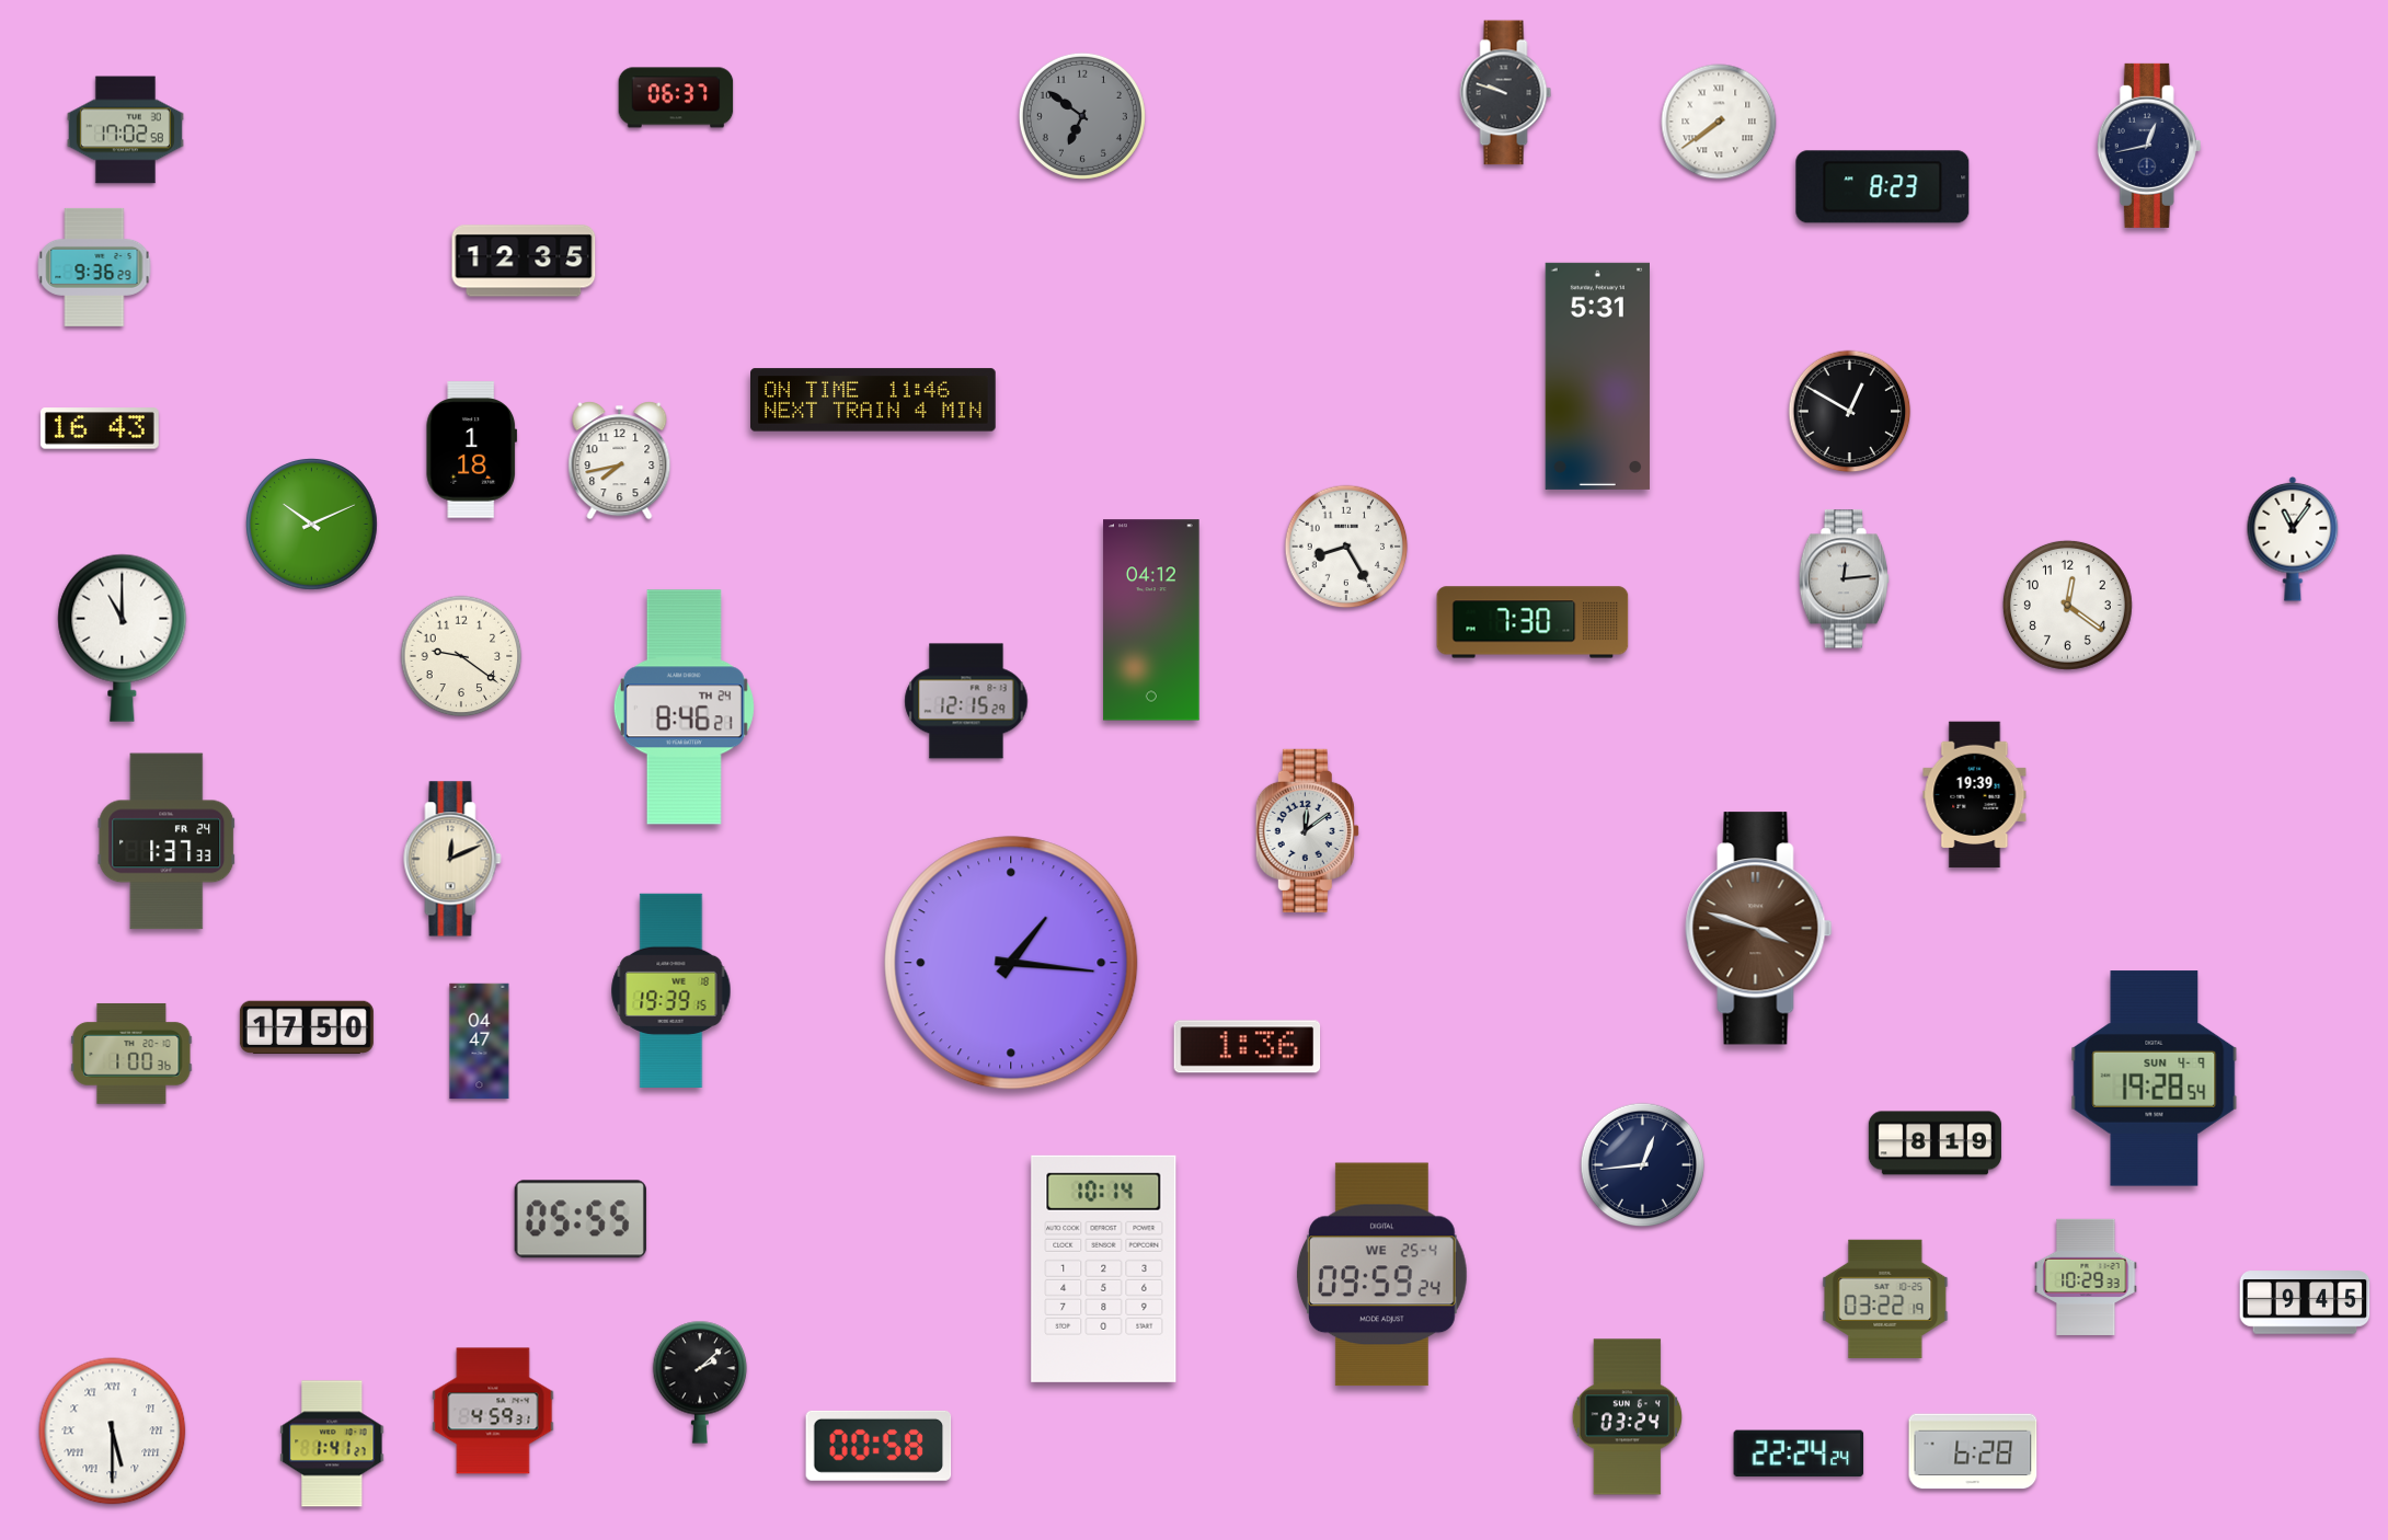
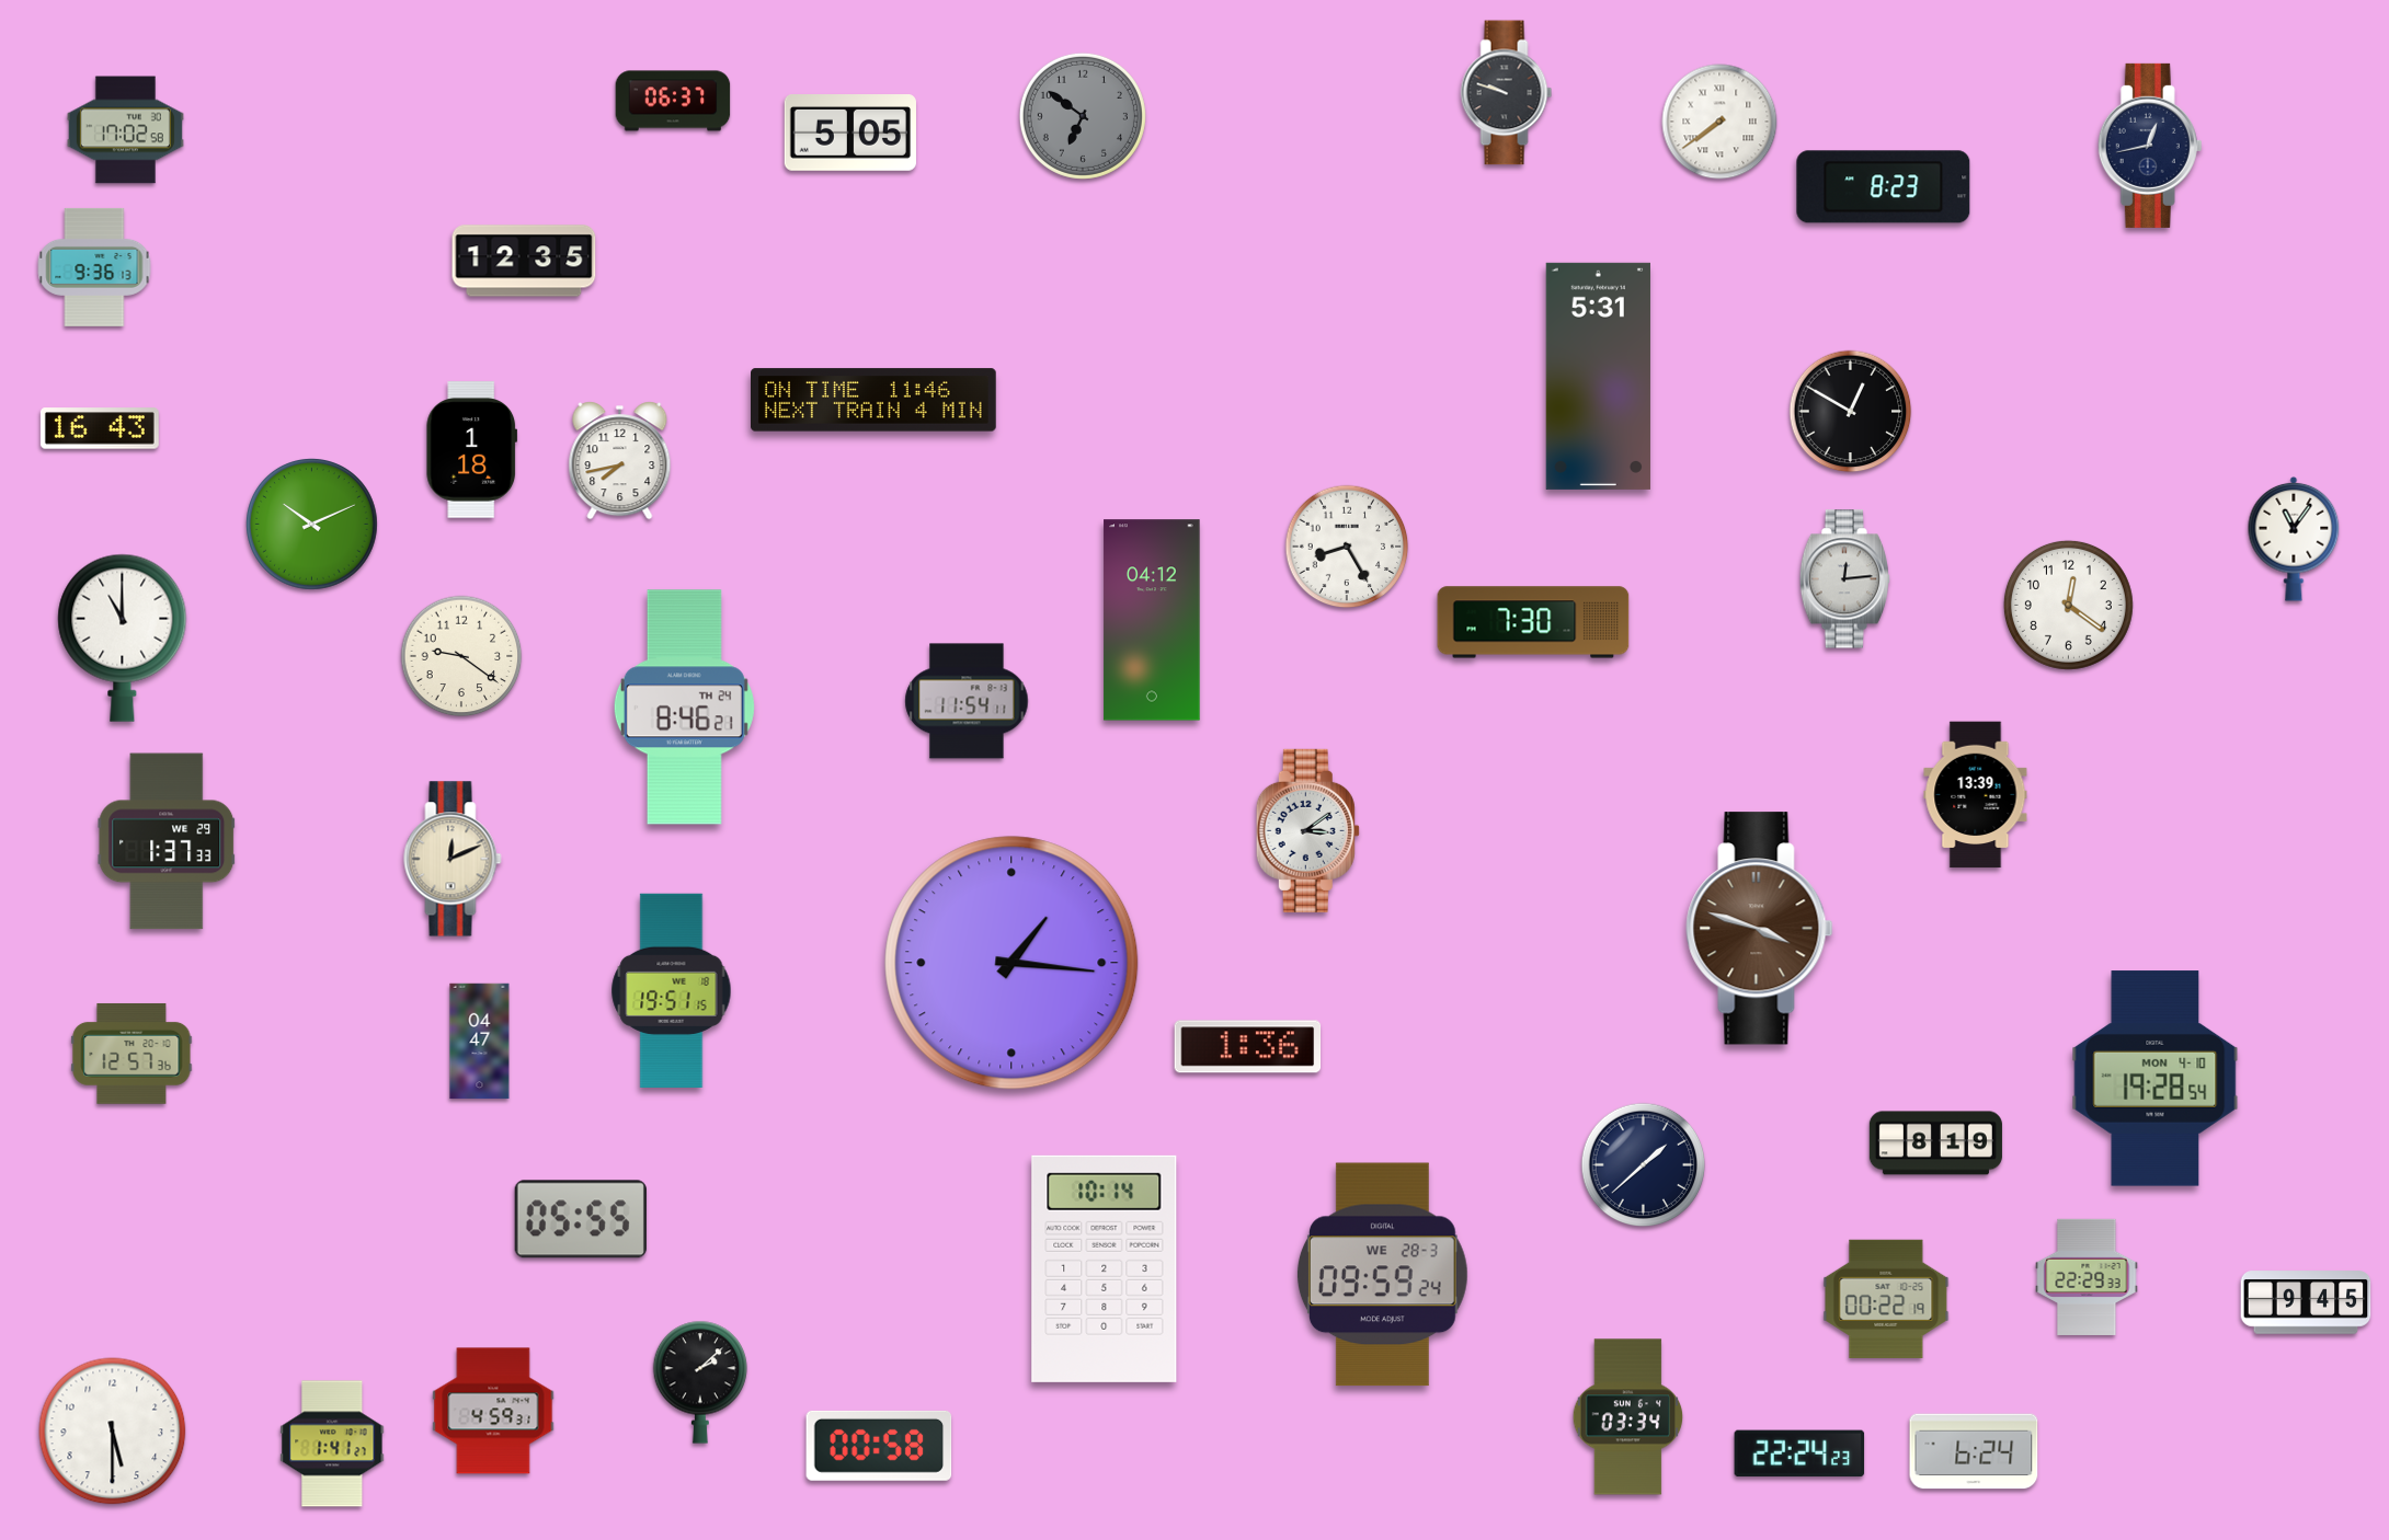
clock at (676, 97) position: (676, 97) -> (673, 101)
clock at (850, 134): none -> 5:05
clock at (94, 267): 9:36:29 -> 9:36:13
clock at (966, 701): 12:15 -> 11:54
clock at (1975, 795): 19:39 -> 13:39
clock at (1307, 830): 12:09 -> 3:09
clock at (167, 841) date: FR 24 -> WE 29
clock at (671, 990): 19:39 -> 19:51
clock at (307, 1027): 17:50 -> none
clock at (131, 1054): 1:00 -> 12:57
clock at (2155, 1079) date: SUN 4-9 -> MON 4-10
clock at (1643, 1165): 12:44 -> 1:38
clock at (1381, 1275) date: WE 25-4 -> WE 28-3
clock at (2086, 1277): 10:29 -> 22:29
clock at (1885, 1299): 03:22 -> 00:22
clock at (1628, 1417): 03:24 -> 03:34
clock at (113, 1432) numerals: Roman -> Arabic
clock at (1973, 1451): 6:28 -> 6:24
clock at (1799, 1453): 22:24:24 -> 22:24:23
